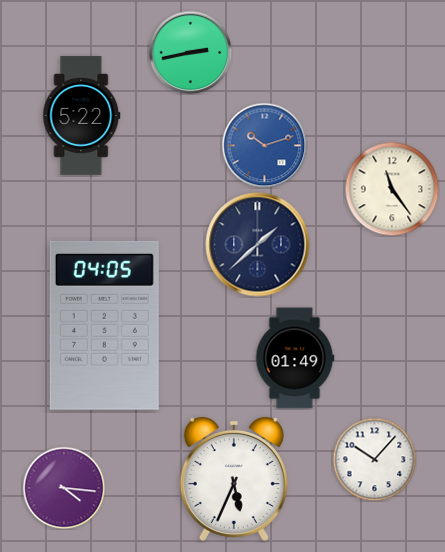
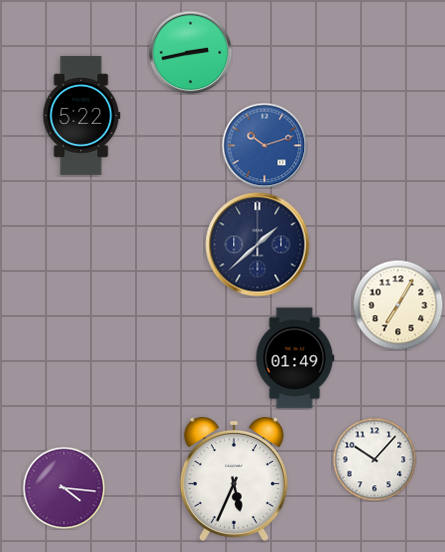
clock at (392, 189): 11:24 -> none
clock at (398, 305): none -> 7:05
clock at (104, 325): 04:05 -> none
